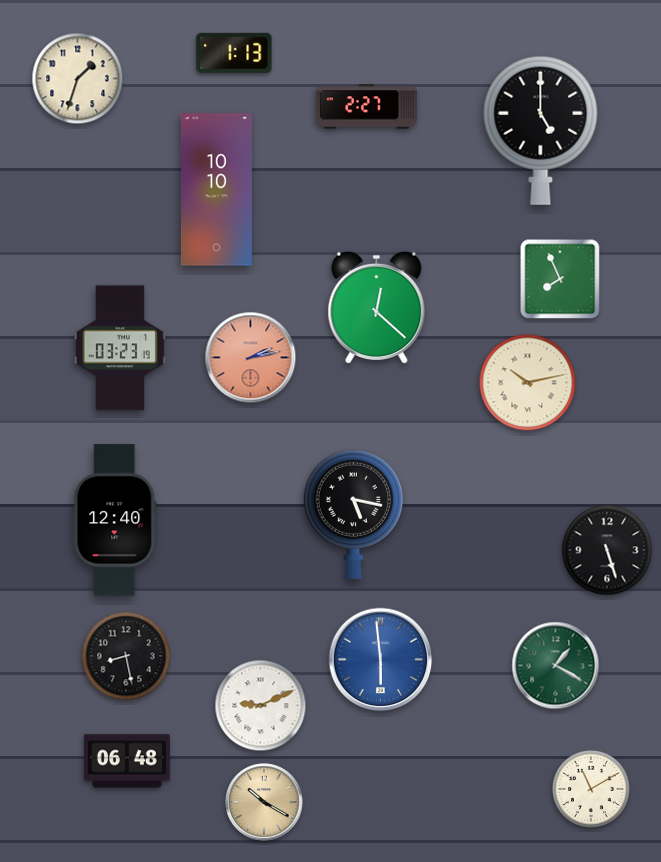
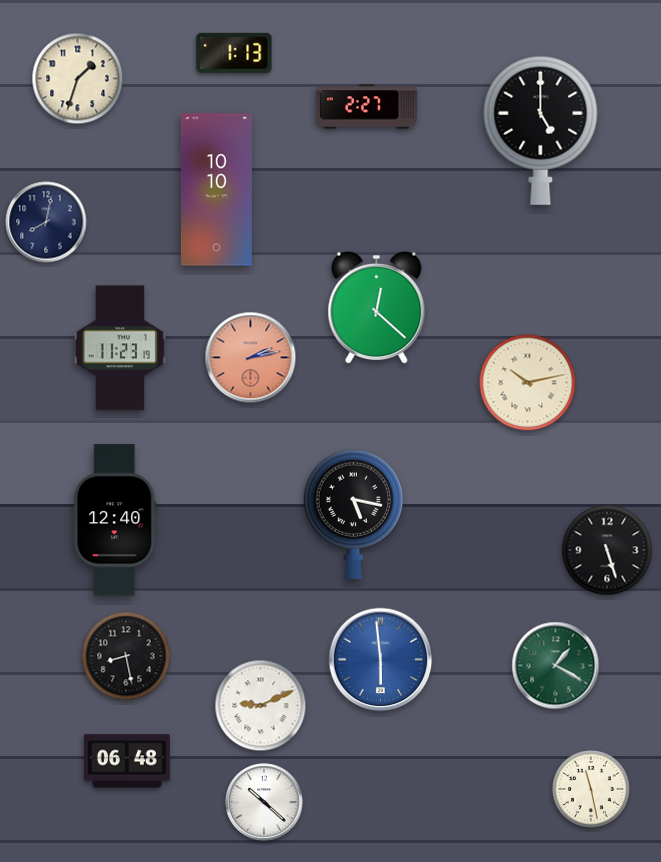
clock at (46, 222): none -> 8:02
clock at (560, 279): 7:56 -> none
clock at (120, 348): 03:23 -> 11:23
clock at (592, 790): 11:10 -> 11:28
clock at (264, 802): 10:20 -> 10:22
clock at (264, 802) dial: champagne -> white
